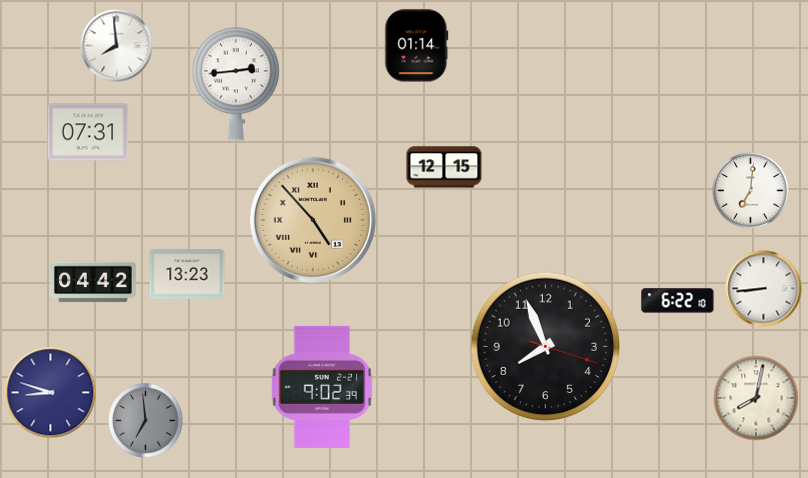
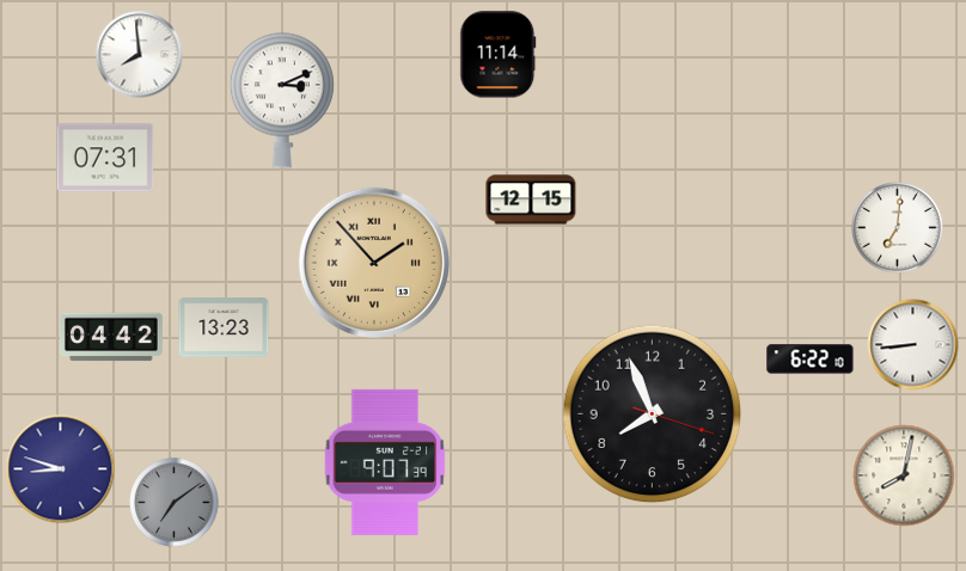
clock at (417, 46): 01:14 -> 11:14
clock at (236, 84): 2:44 -> 3:11
clock at (313, 220): 4:53 -> 1:53
clock at (322, 387): 9:02 -> 9:07
clock at (146, 421): 6:59 -> 7:09
